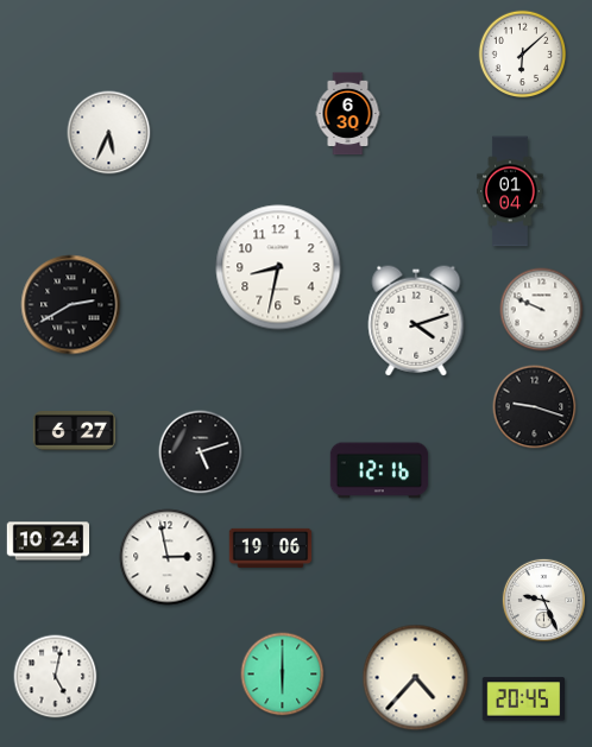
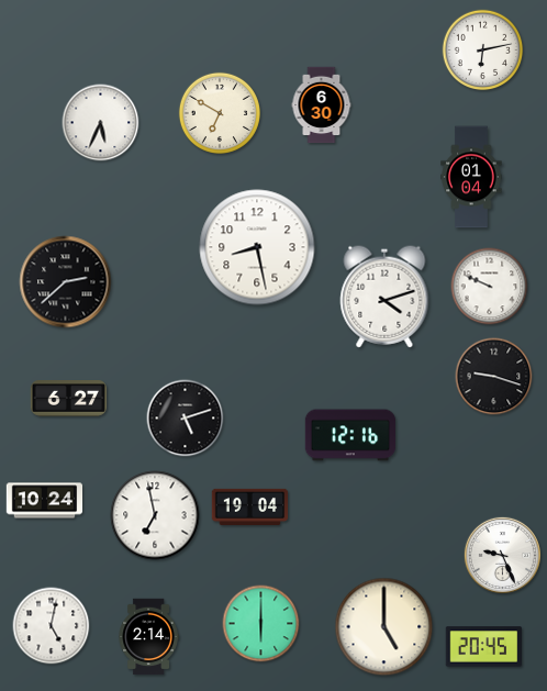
clock at (523, 55): 6:08 -> 6:13
clock at (219, 112): none -> 6:50
clock at (278, 267): 8:32 -> 8:28
clock at (71, 305): 2:40 -> 2:38
clock at (542, 310) position: (542, 310) -> (490, 287)
clock at (271, 547): 19:06 -> 19:04
clock at (168, 557): 2:58 -> 6:58
clock at (416, 678): 4:37 -> 5:00
clock at (148, 637): none -> 2:14
